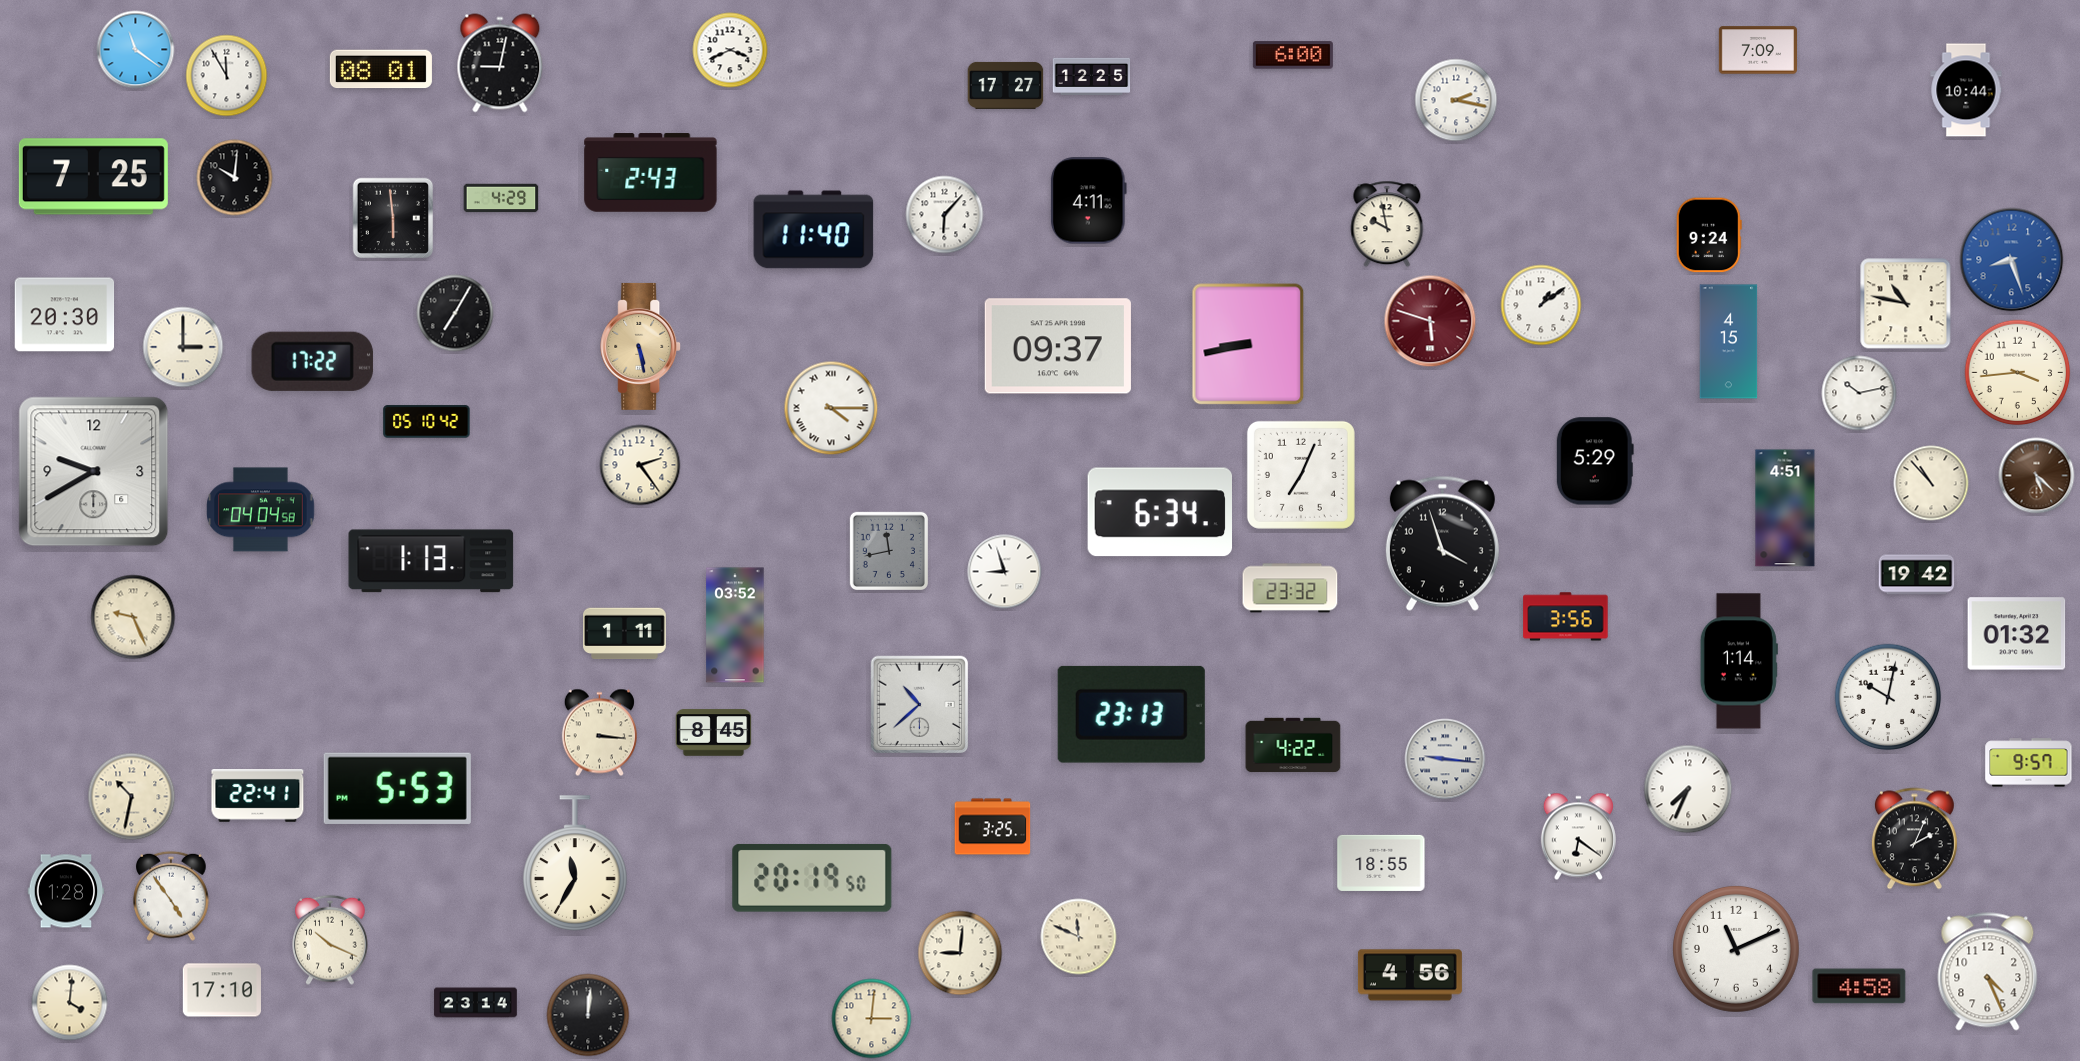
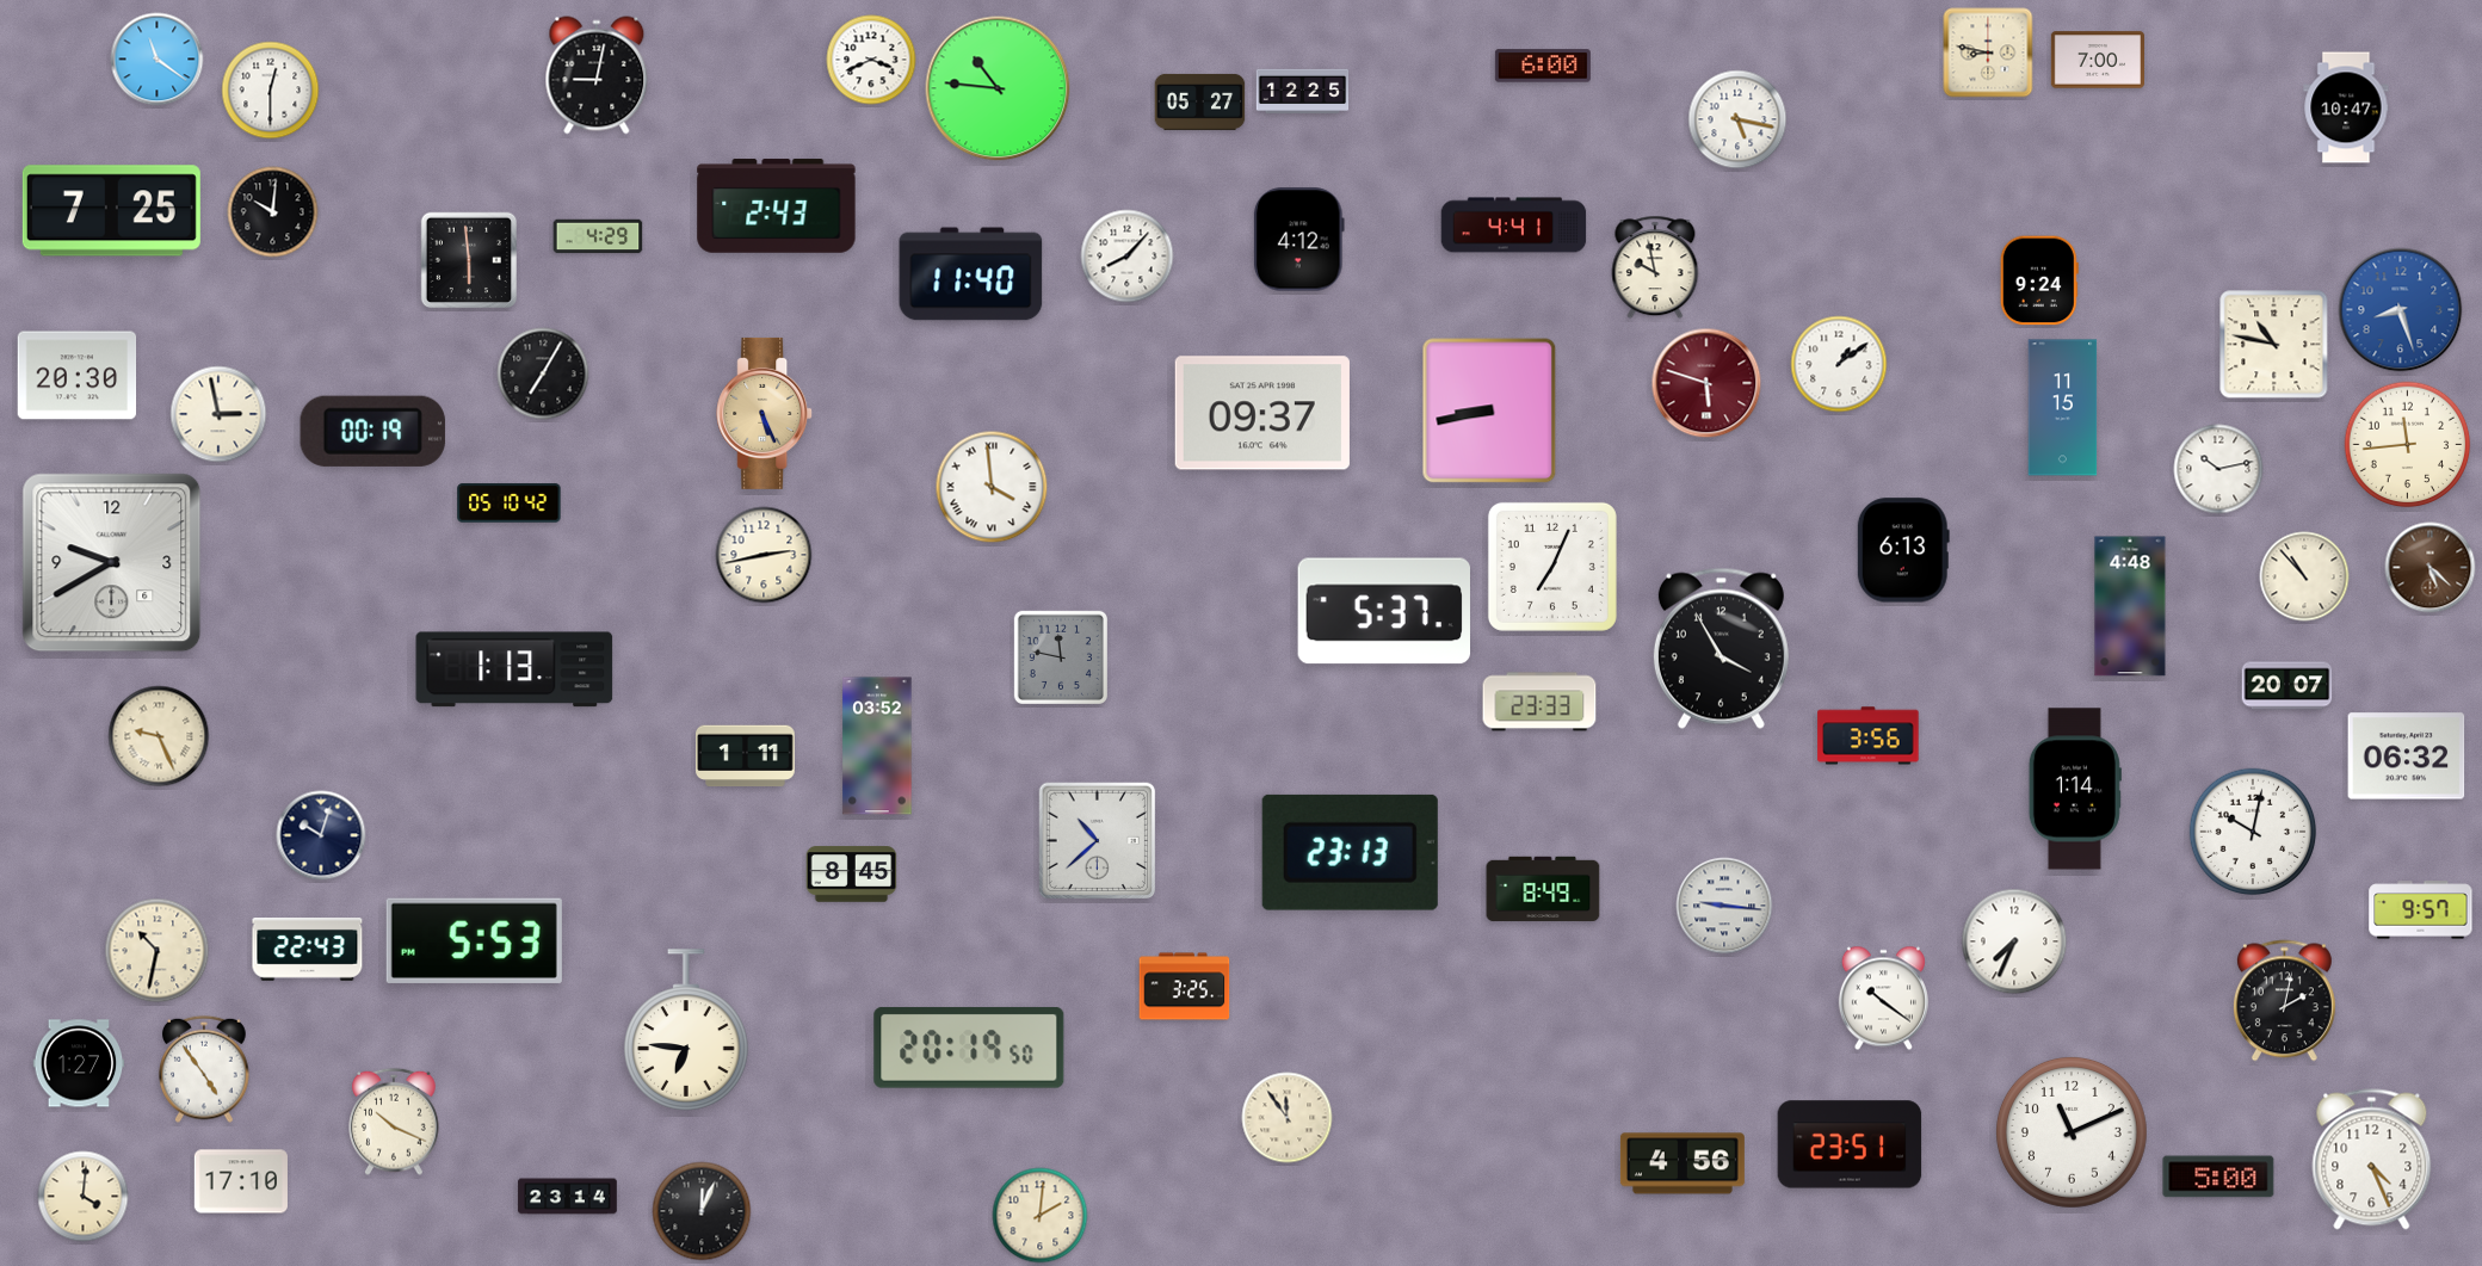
clock at (1988, 53): none -> 8:47
clock at (136, 50) position: (136, 50) -> (158, 60)
clock at (1757, 50): 7:09 -> 7:00
clock at (381, 69): 08:01 -> none
clock at (998, 88): none -> 10:46
clock at (227, 76): 11:55 -> 12:30
clock at (1006, 85): 17:27 -> 05:27
clock at (1966, 90): 10:44 -> 10:47
clock at (1456, 100): 2:17 -> 5:17
clock at (235, 178) position: (235, 178) -> (273, 212)
clock at (1514, 226): none -> 4:41
clock at (1088, 201): 4:11 -> 4:12
clock at (945, 215): 6:07 -> 8:07
clock at (1906, 304) position: (1906, 304) -> (2274, 345)
clock at (1729, 342): 4:15 -> 11:15
clock at (641, 346): 5:28 -> 5:26
clock at (183, 347): 3:00 -> 2:58
clock at (312, 361): 17:22 -> 00:19
clock at (2018, 373): 3:44 -> 11:44
clock at (831, 408): 4:15 -> 3:59
clock at (1595, 461): 5:29 -> 6:13
clock at (640, 465): 2:24 -> 2:43
clock at (1785, 508): 4:51 -> 4:48
clock at (261, 510): 04:04 -> none
clock at (1159, 512): 6:34 -> 5:37
clock at (1442, 543): 3:57 -> 3:55
clock at (889, 551): 11:43 -> 11:47
clock at (1005, 572): 8:57 -> none
clock at (1917, 575): 19:42 -> 20:07
clock at (1290, 588): 23:32 -> 23:33
clock at (2017, 634): 01:32 -> 06:32
clock at (321, 835): none -> 10:03
clock at (599, 733): 3:16 -> none
clock at (1293, 745): 4:22 -> 8:49
clock at (258, 796): 22:41 -> 22:43
clock at (1578, 837): 6:21 -> 10:21
clock at (1914, 839): 2:04 -> 2:02
clock at (575, 863): 11:35 -> 6:46
clock at (1381, 863): 18:55 -> none
clock at (66, 891): 1:28 -> 1:27
clock at (1079, 937): 11:49 -> 11:54
clock at (960, 953): 9:01 -> none
clock at (1850, 1144): none -> 23:51
clock at (1859, 986): 4:58 -> 5:00
clock at (222, 990) position: (222, 990) -> (241, 1181)
clock at (588, 1015): 12:01 -> 12:04
clock at (872, 1019): 3:01 -> 2:01
